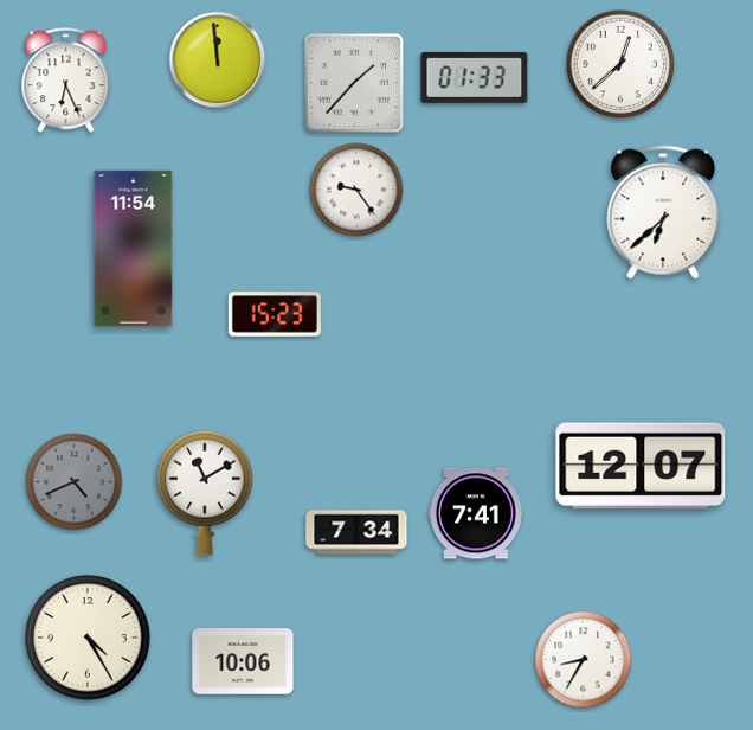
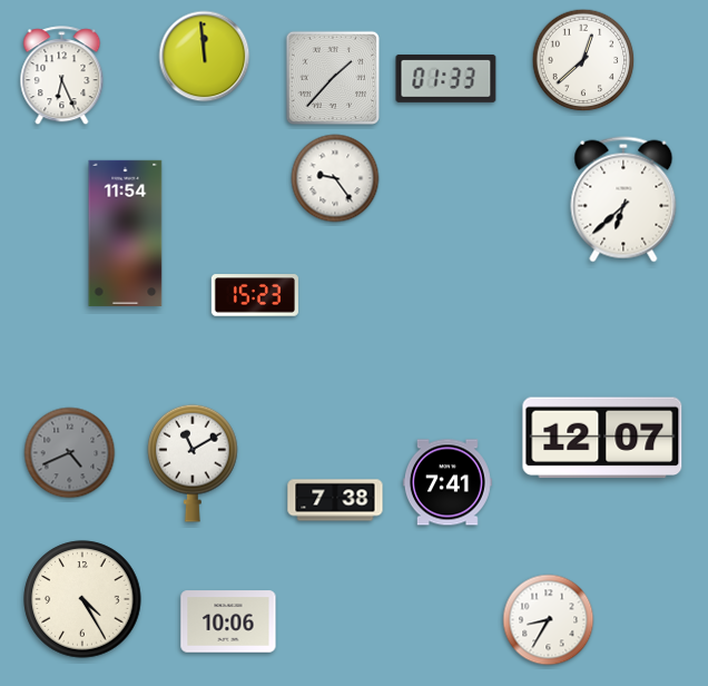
clock at (475, 77) position: (475, 77) -> (446, 78)
clock at (275, 314) position: (275, 314) -> (255, 295)
clock at (356, 532): 7:34 -> 7:38
